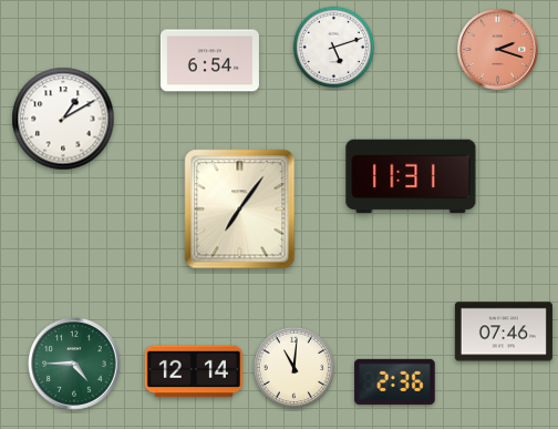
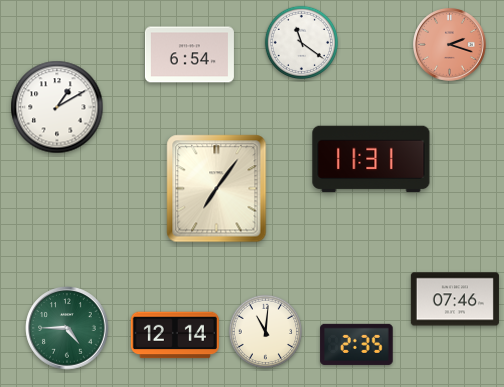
clock at (333, 47): 5:12 -> 11:21
clock at (395, 381): 2:36 -> 2:35
